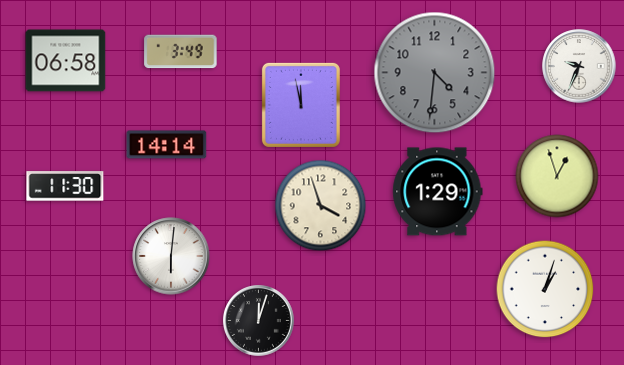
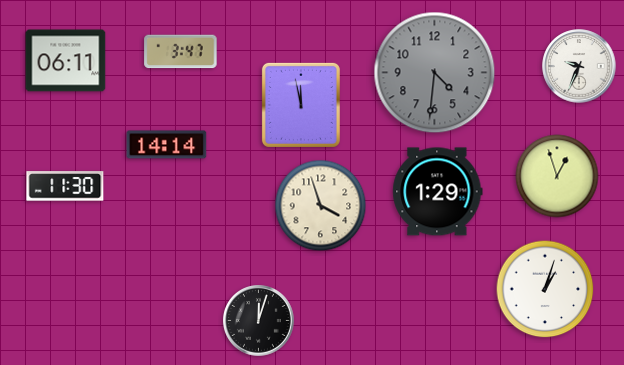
clock at (181, 52): 3:49 -> 3:47
clock at (66, 61): 06:58 -> 06:11
clock at (171, 256): 6:01 -> none
